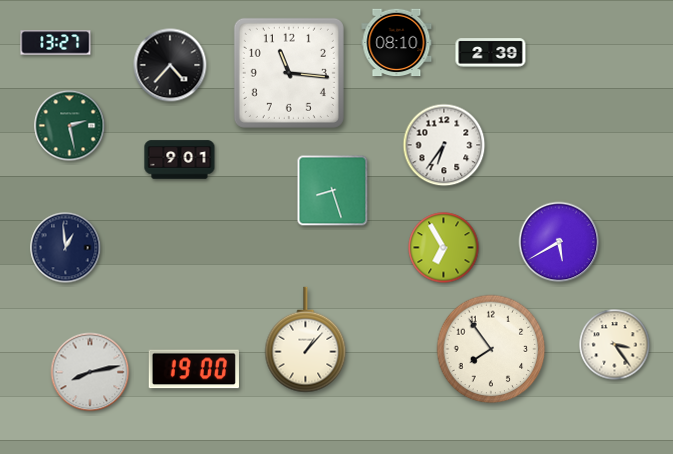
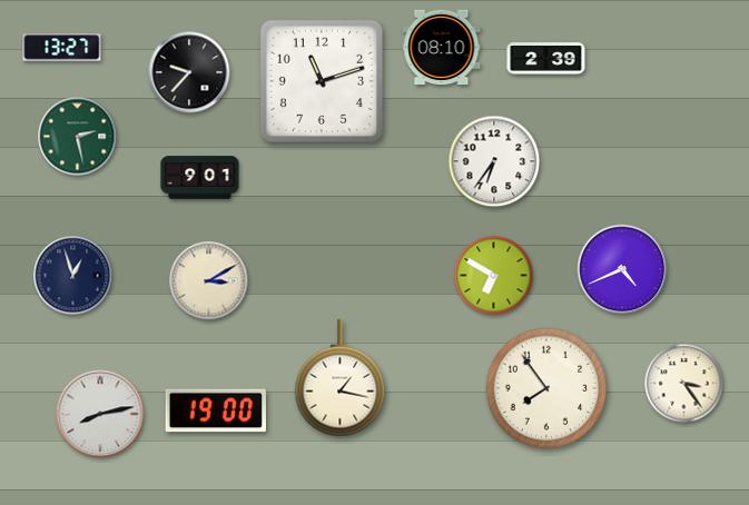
clock at (170, 65): 4:37 -> 9:37
clock at (289, 73): 11:16 -> 11:12
clock at (70, 126) position: (70, 126) -> (78, 137)
clock at (333, 191): 8:27 -> none
clock at (559, 242): 5:40 -> 4:41
clock at (66, 248): 12:59 -> 12:57
clock at (444, 248): 6:55 -> 6:50
clock at (209, 281): none -> 3:10
clock at (306, 340): 1:07 -> 1:17
